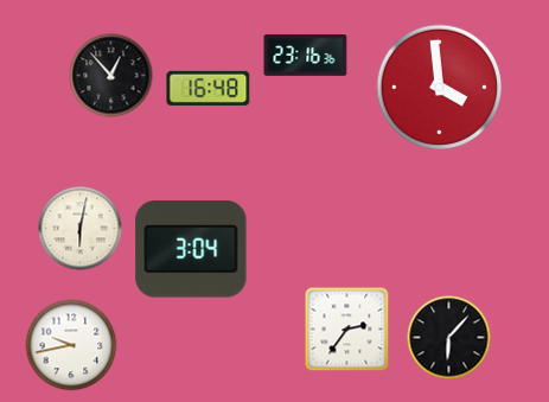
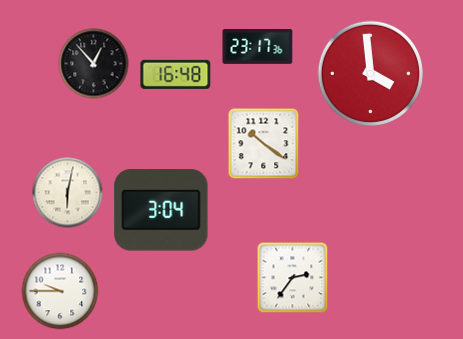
clock at (306, 56): 23:16 -> 23:17
clock at (264, 144): none -> 10:21
clock at (449, 338): 6:07 -> none
clock at (71, 345): 9:43 -> 9:45
